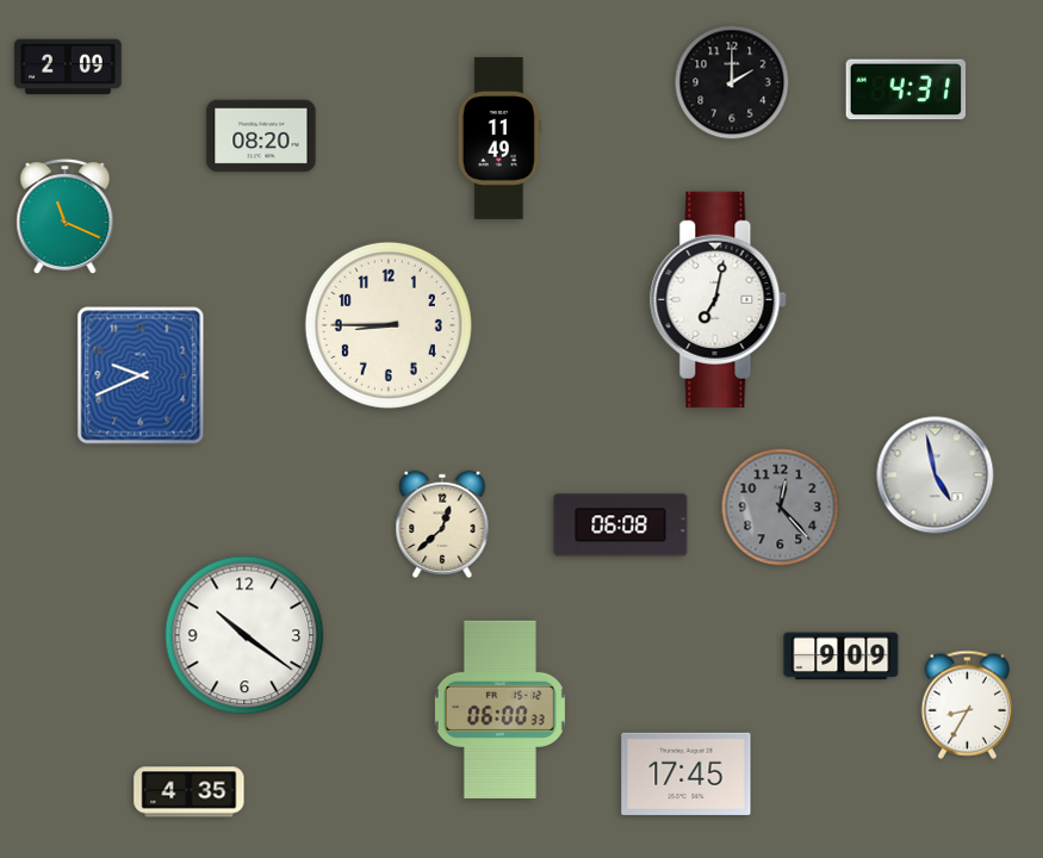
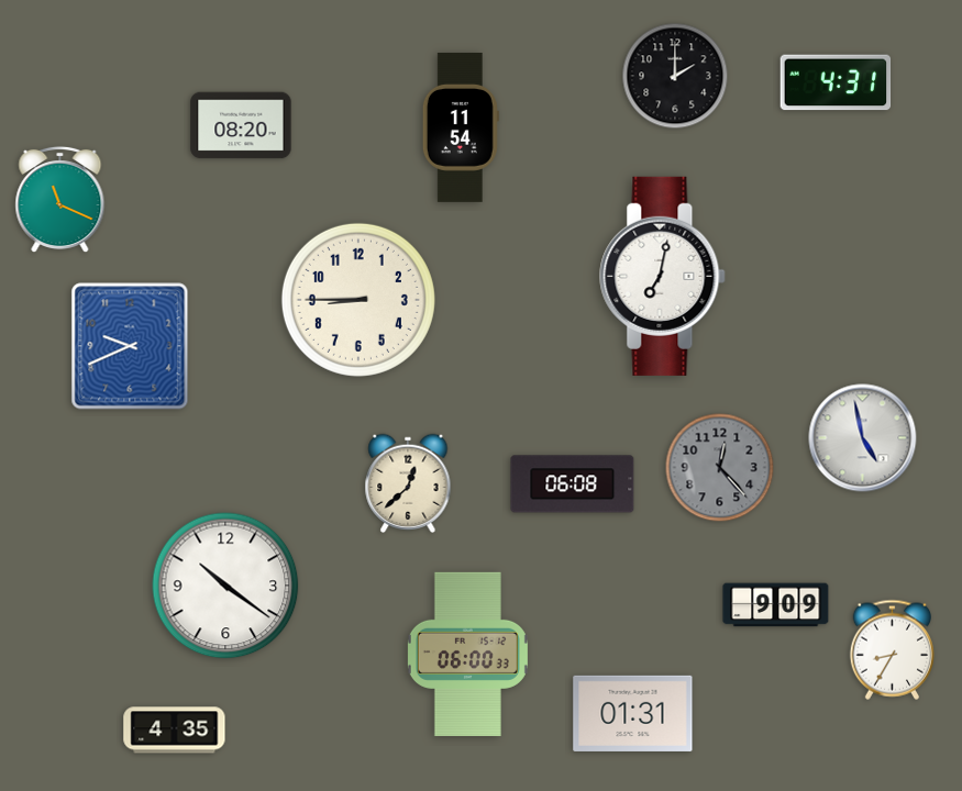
clock at (68, 67): 2:09 -> none
clock at (499, 138): 11:49 -> 11:54
clock at (499, 709) position: (499, 709) -> (467, 654)
clock at (687, 773): 17:45 -> 01:31
